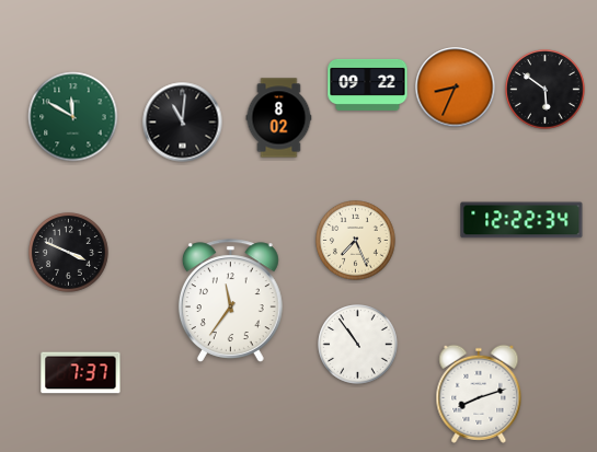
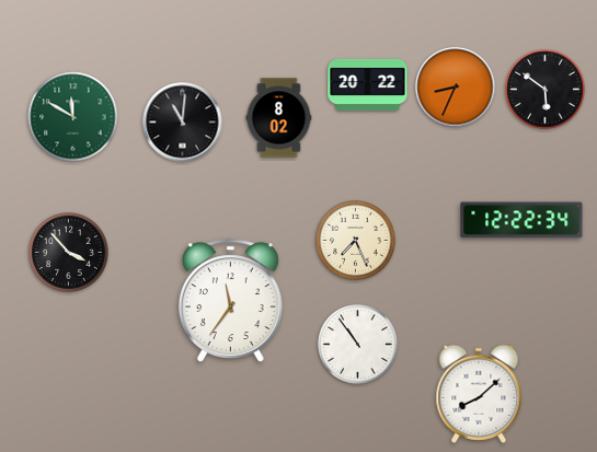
clock at (368, 84): 09:22 -> 20:22
clock at (69, 253): 3:49 -> 3:53
clock at (81, 373): 7:37 -> none
clock at (479, 394): 8:12 -> 8:08
